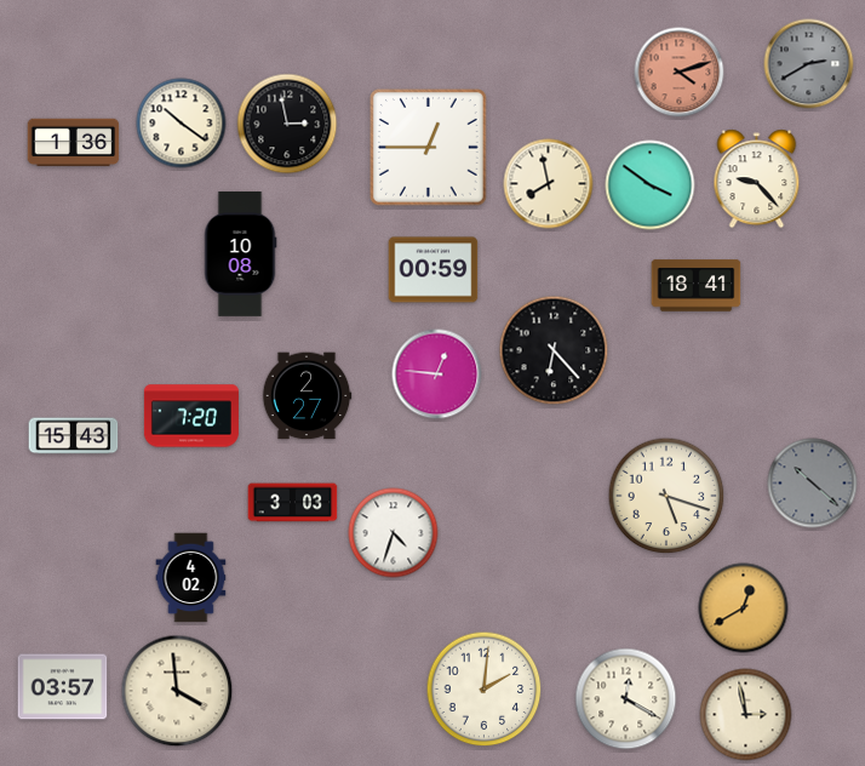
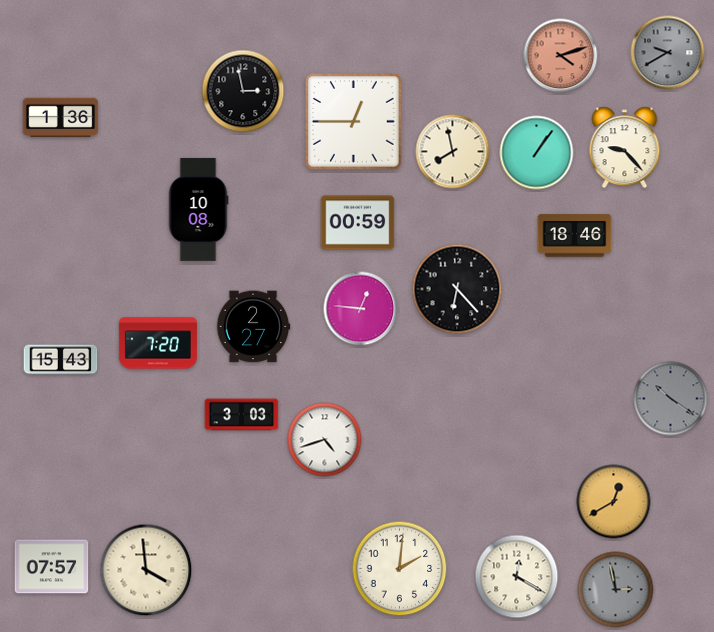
clock at (809, 64): 2:40 -> 9:40
clock at (680, 73) position: (680, 73) -> (561, 56)
clock at (182, 124): 10:21 -> none
clock at (287, 124) position: (287, 124) -> (243, 91)
clock at (651, 185): 3:51 -> 1:06
clock at (697, 286): 18:41 -> 18:46
clock at (813, 484): 10:22 -> 10:21
clock at (666, 496): 5:18 -> none
clock at (394, 533): 4:33 -> 4:42
clock at (191, 578): 4:02 -> none
clock at (63, 687): 03:57 -> 07:57
clock at (746, 715) dial: cream -> grey
